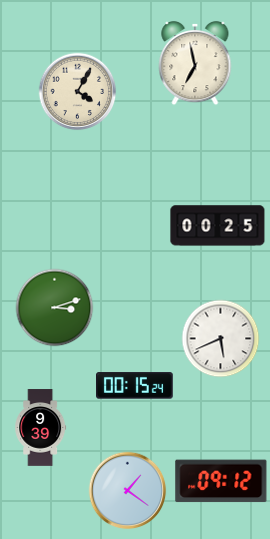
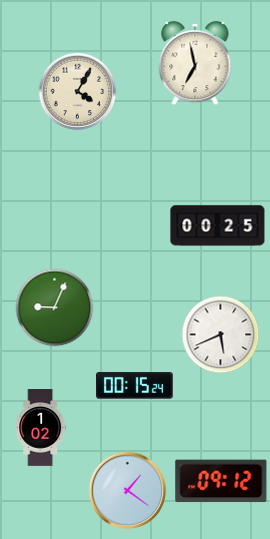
clock at (54, 307): 3:12 -> 9:04
clock at (220, 338) position: (220, 338) -> (220, 334)
clock at (41, 428): 9:39 -> 1:02
